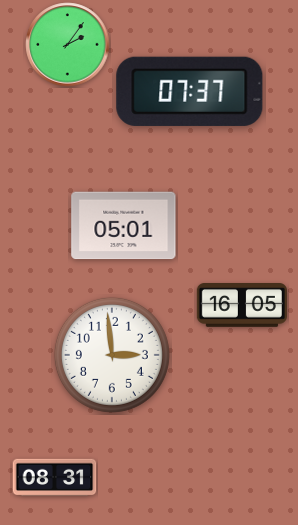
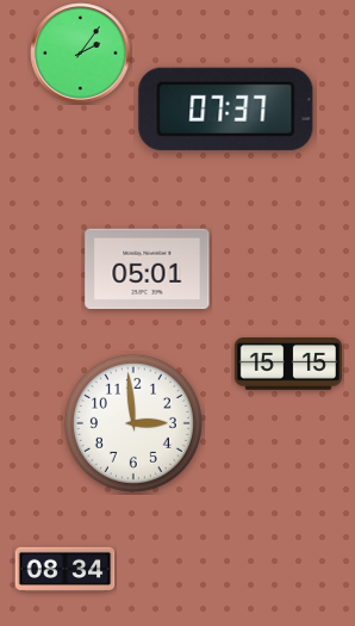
clock at (242, 306): 16:05 -> 15:15
clock at (55, 478): 08:31 -> 08:34
